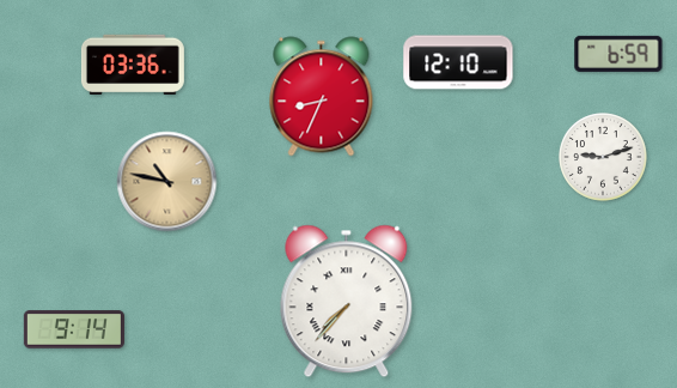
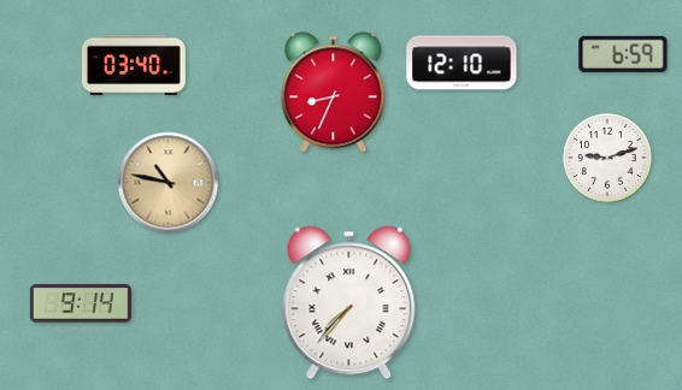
clock at (133, 63): 03:36 -> 03:40
clock at (322, 97) position: (322, 97) -> (334, 93)
clock at (74, 329) position: (74, 329) -> (81, 303)
